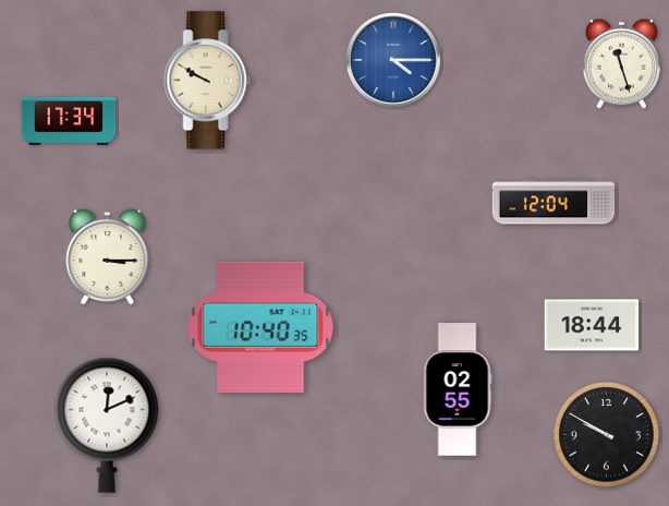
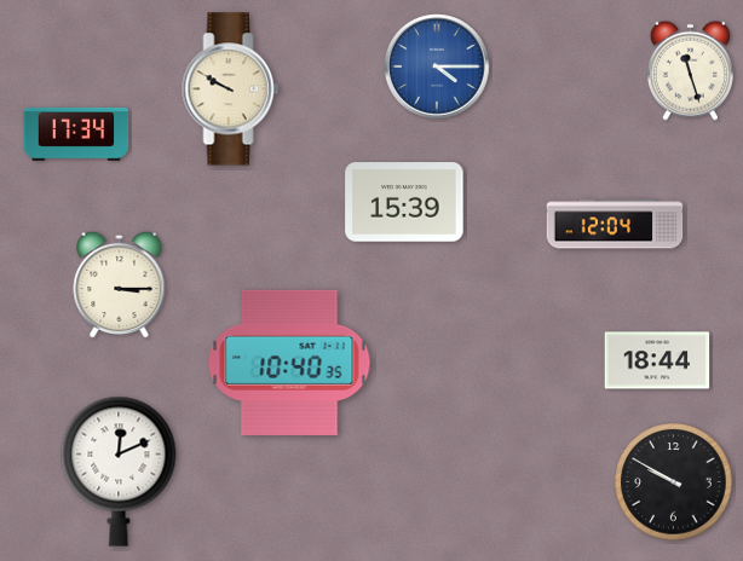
clock at (404, 202): none -> 15:39
clock at (458, 389): 02:55 -> none
